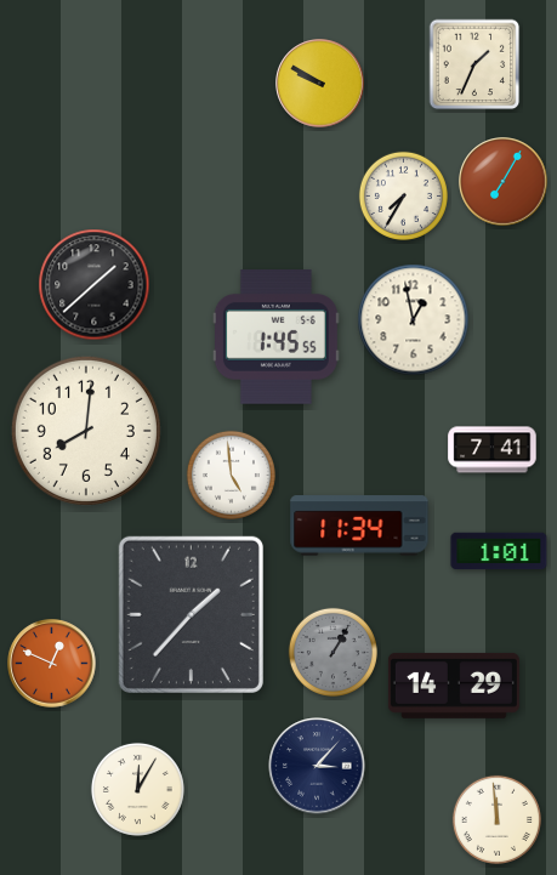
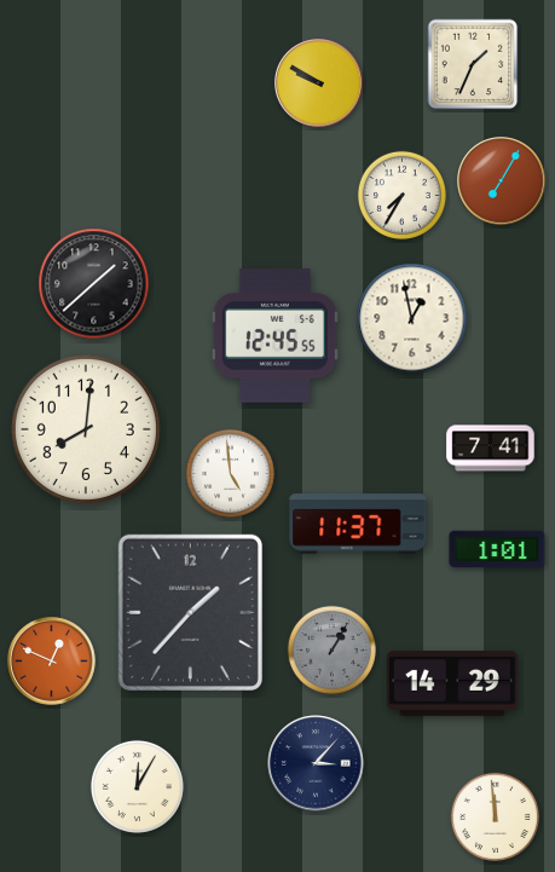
clock at (275, 337): 1:45 -> 12:45
clock at (359, 525): 11:34 -> 11:37
